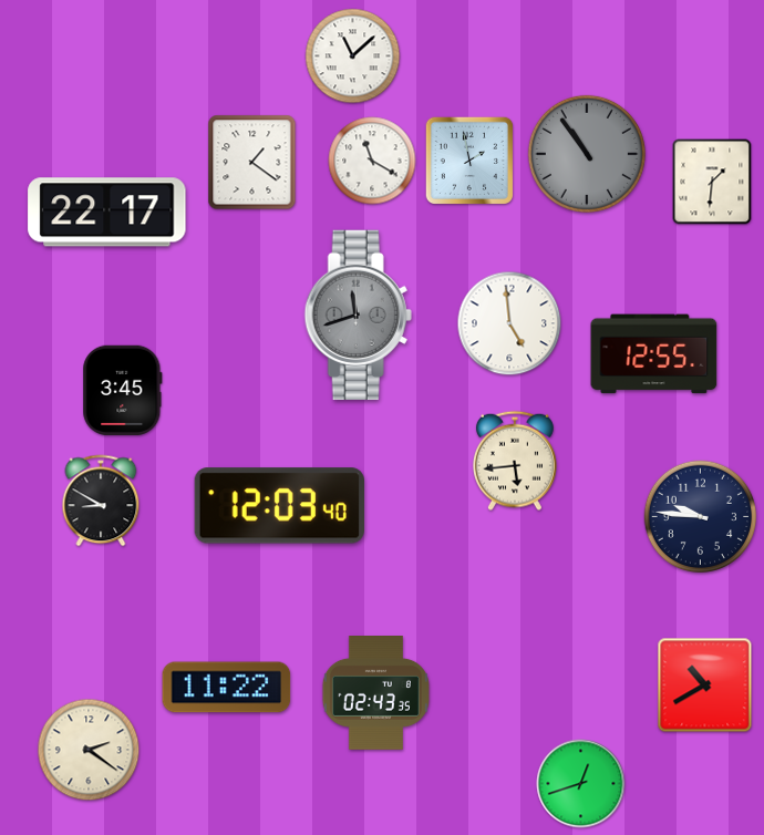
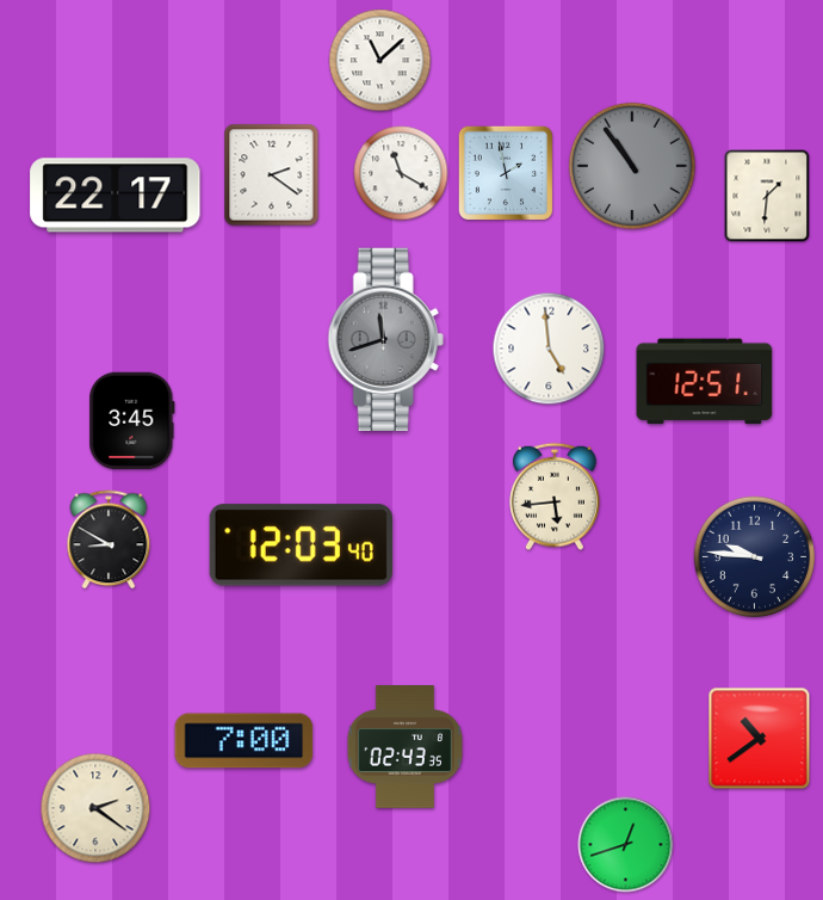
clock at (252, 163): 1:21 -> 2:21
clock at (107, 213) position: (107, 213) -> (116, 196)
clock at (654, 354): 12:55 -> 12:51
clock at (705, 685): 10:40 -> 10:39
clock at (227, 688): 11:22 -> 7:00
